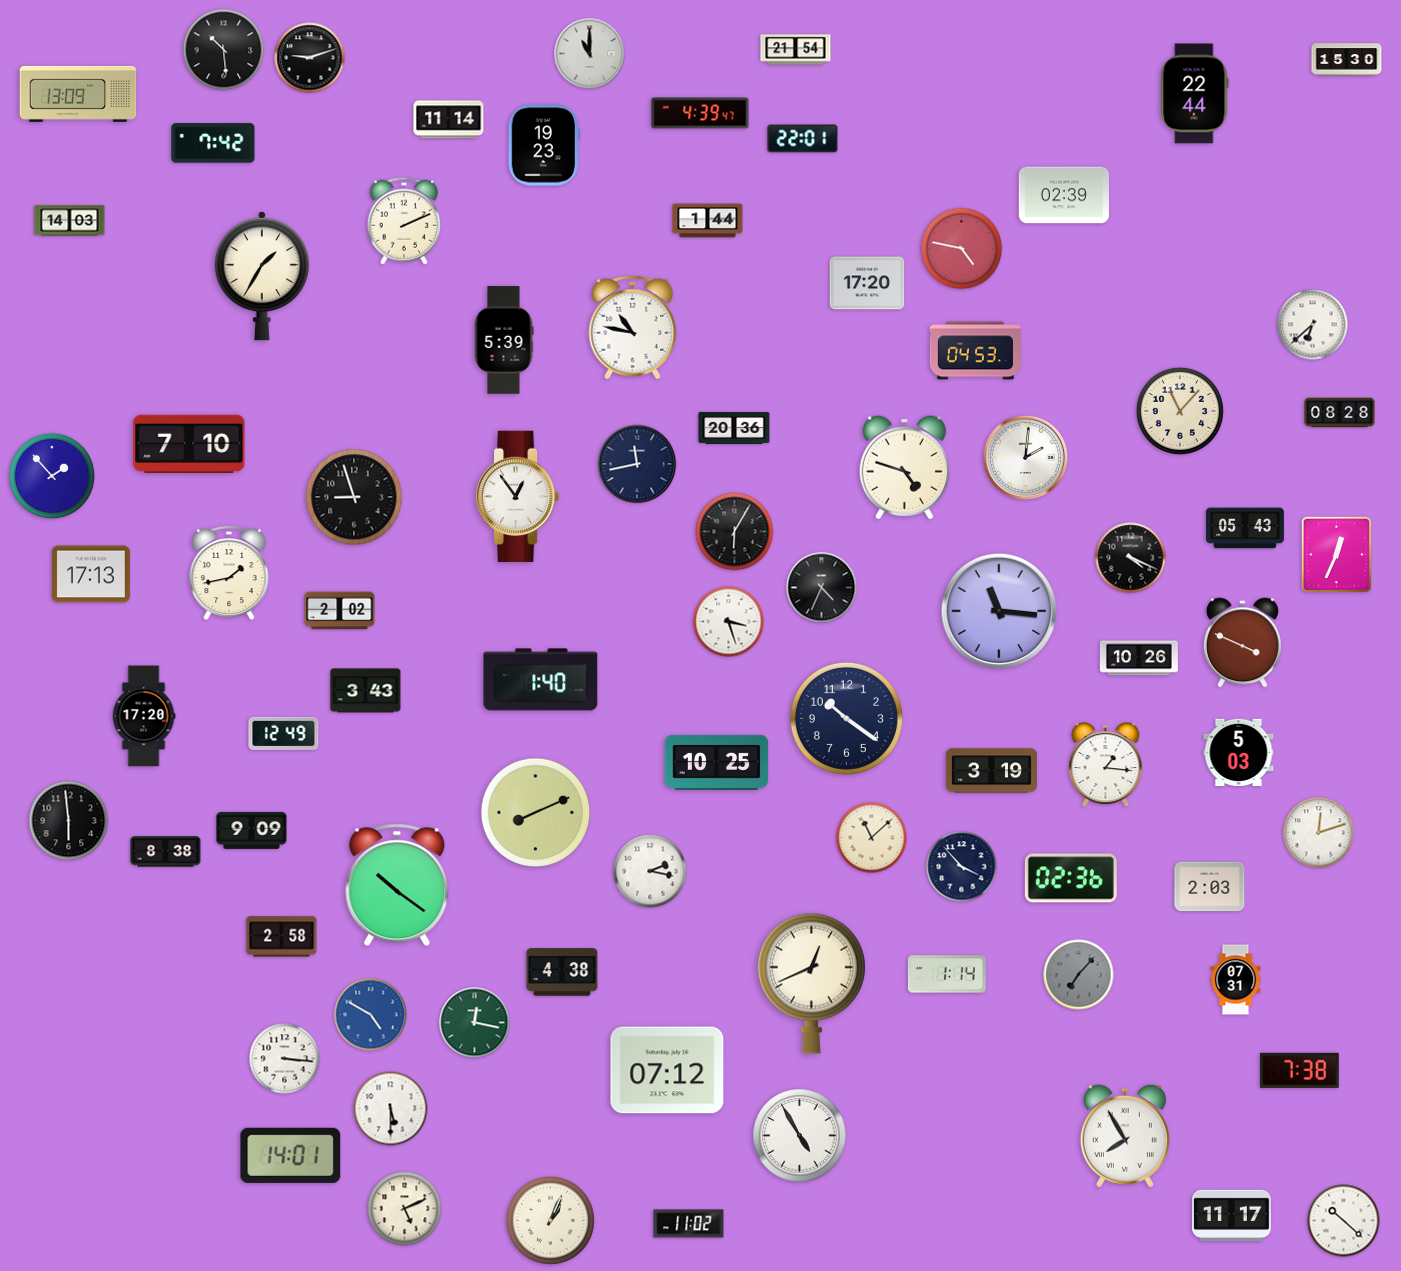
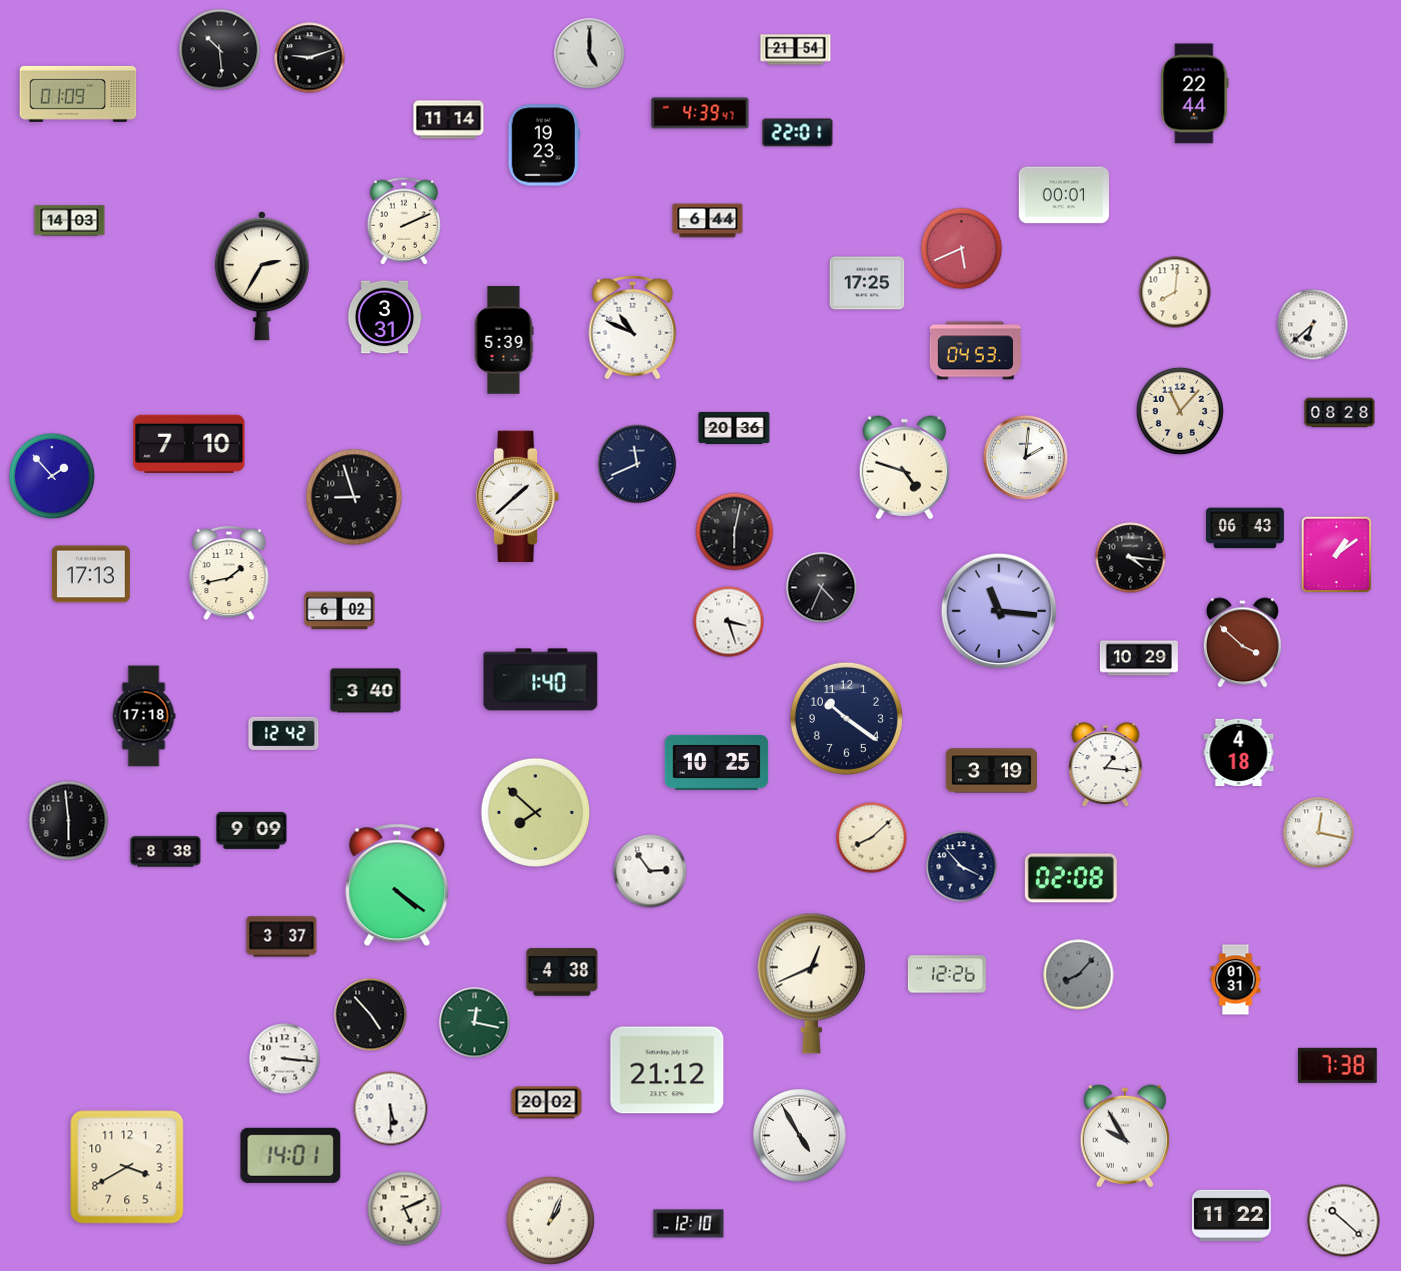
clock at (224, 50) position: (224, 50) -> (220, 50)
clock at (590, 54): 11:00 -> 5:00
clock at (1347, 60): 15:30 -> none
clock at (78, 94): 13:09 -> 01:09
clock at (803, 139) position: (803, 139) -> (798, 133)
clock at (213, 143): 7:42 -> none
clock at (1064, 195): 02:39 -> 00:01
clock at (708, 221): 1:44 -> 6:44
clock at (962, 249): 4:47 -> 5:41
clock at (262, 277): 1:35 -> 2:35
clock at (867, 283): 17:20 -> 17:25
clock at (1175, 292): none -> 8:01
clock at (385, 317): none -> 3:31
clock at (633, 327): 10:47 -> 10:49
clock at (637, 464): 11:43 -> 11:41
clock at (518, 497): 12:54 -> 1:38
clock at (1245, 528): 05:43 -> 06:43
clock at (735, 532): 6:05 -> 6:02
clock at (1337, 555): 12:34 -> 1:09
clock at (1131, 558): 4:19 -> 4:16
clock at (340, 611): 2:02 -> 6:02
clock at (1242, 643): 3:49 -> 3:52
clock at (1139, 658): 10:26 -> 10:29
clock at (366, 691): 3:43 -> 3:40
clock at (144, 716): 17:20 -> 17:18
clock at (284, 733): 12:49 -> 12:42
clock at (1239, 753): 5:03 -> 4:18
clock at (536, 813): 8:11 -> 7:52
clock at (1319, 833): 12:12 -> 12:17
clock at (872, 838): 11:08 -> 8:08
clock at (650, 871): 2:17 -> 2:54
clock at (1071, 878): 02:36 -> 02:08
clock at (397, 885): 10:21 -> 4:21
clock at (1210, 887): 2:03 -> none
clock at (282, 937): 2:58 -> 3:37
clock at (947, 974): 1:14 -> 12:26
clock at (1079, 975): 7:07 -> 8:07
clock at (1236, 980): 07:31 -> 01:31
clock at (371, 1015): 4:50 -> 4:53
clock at (371, 1015) dial: blue -> black
clock at (667, 1070): 07:12 -> 21:12
clock at (1299, 1070) position: (1299, 1070) -> (1337, 1065)
clock at (547, 1103): none -> 20:02
clock at (1125, 1136): 7:55 -> 9:55
clock at (127, 1167): none -> 3:40
clock at (1232, 1215): 11:17 -> 11:22
clock at (689, 1224): 11:02 -> 12:10
